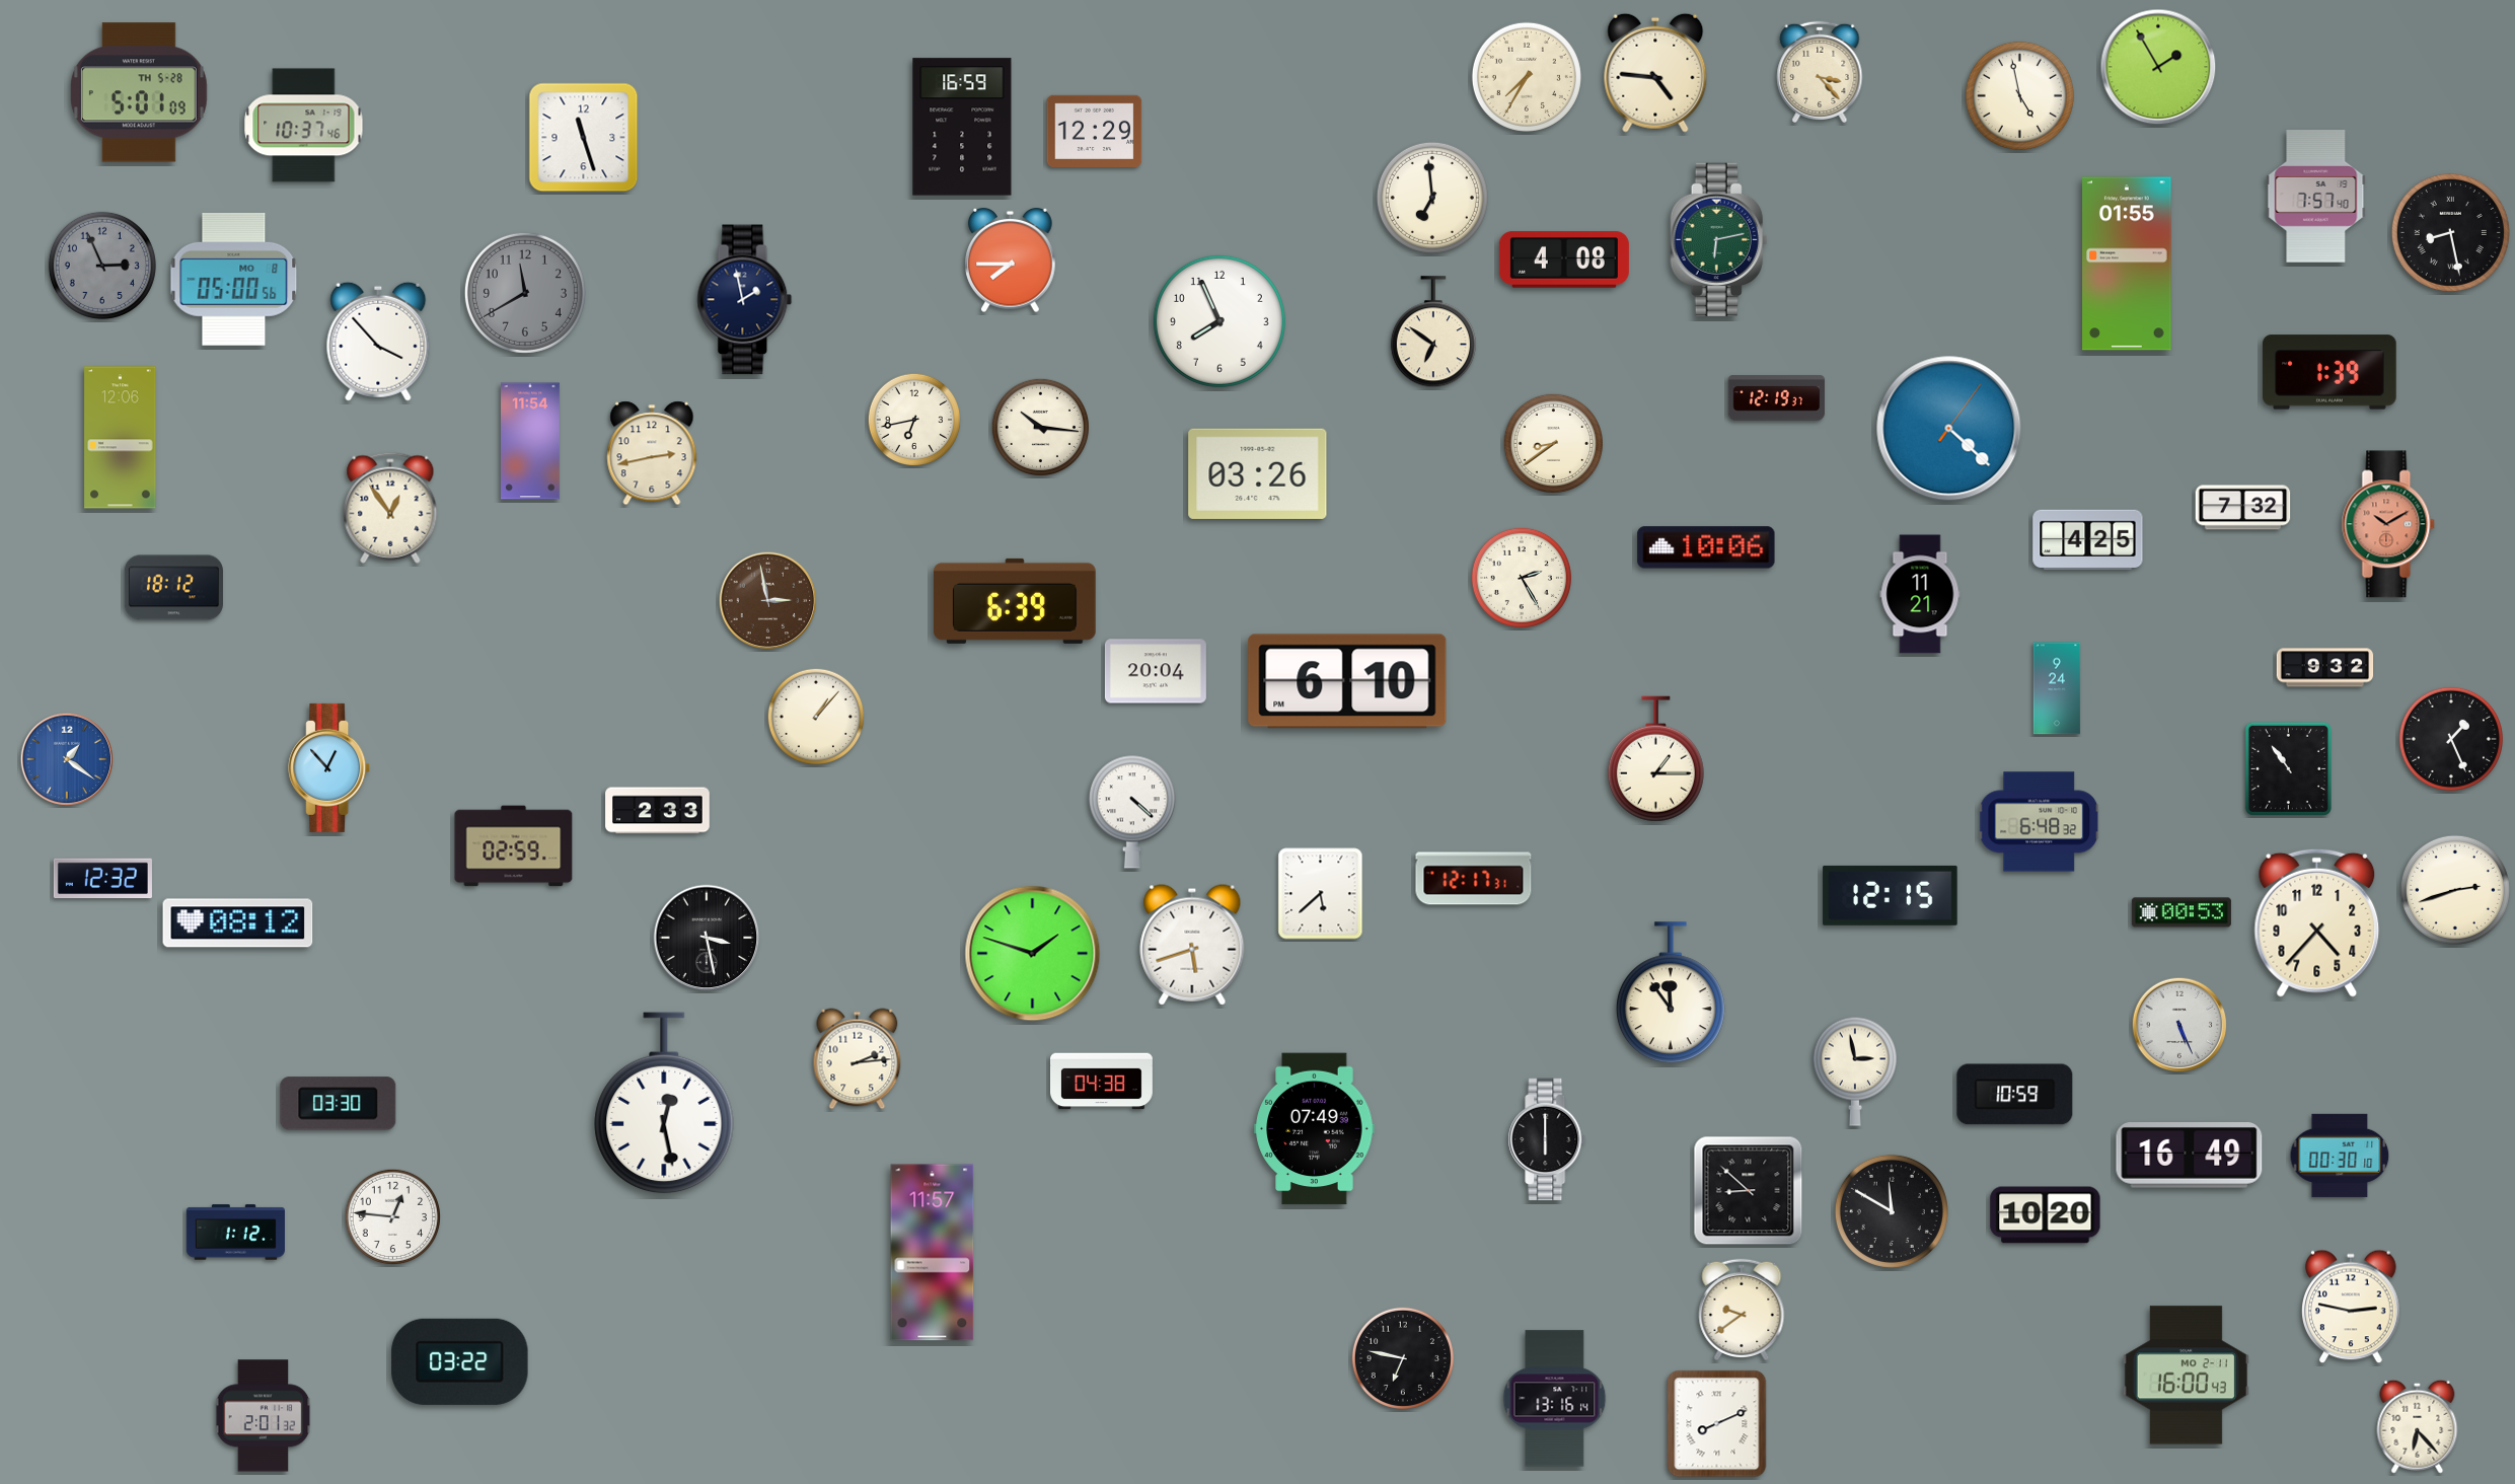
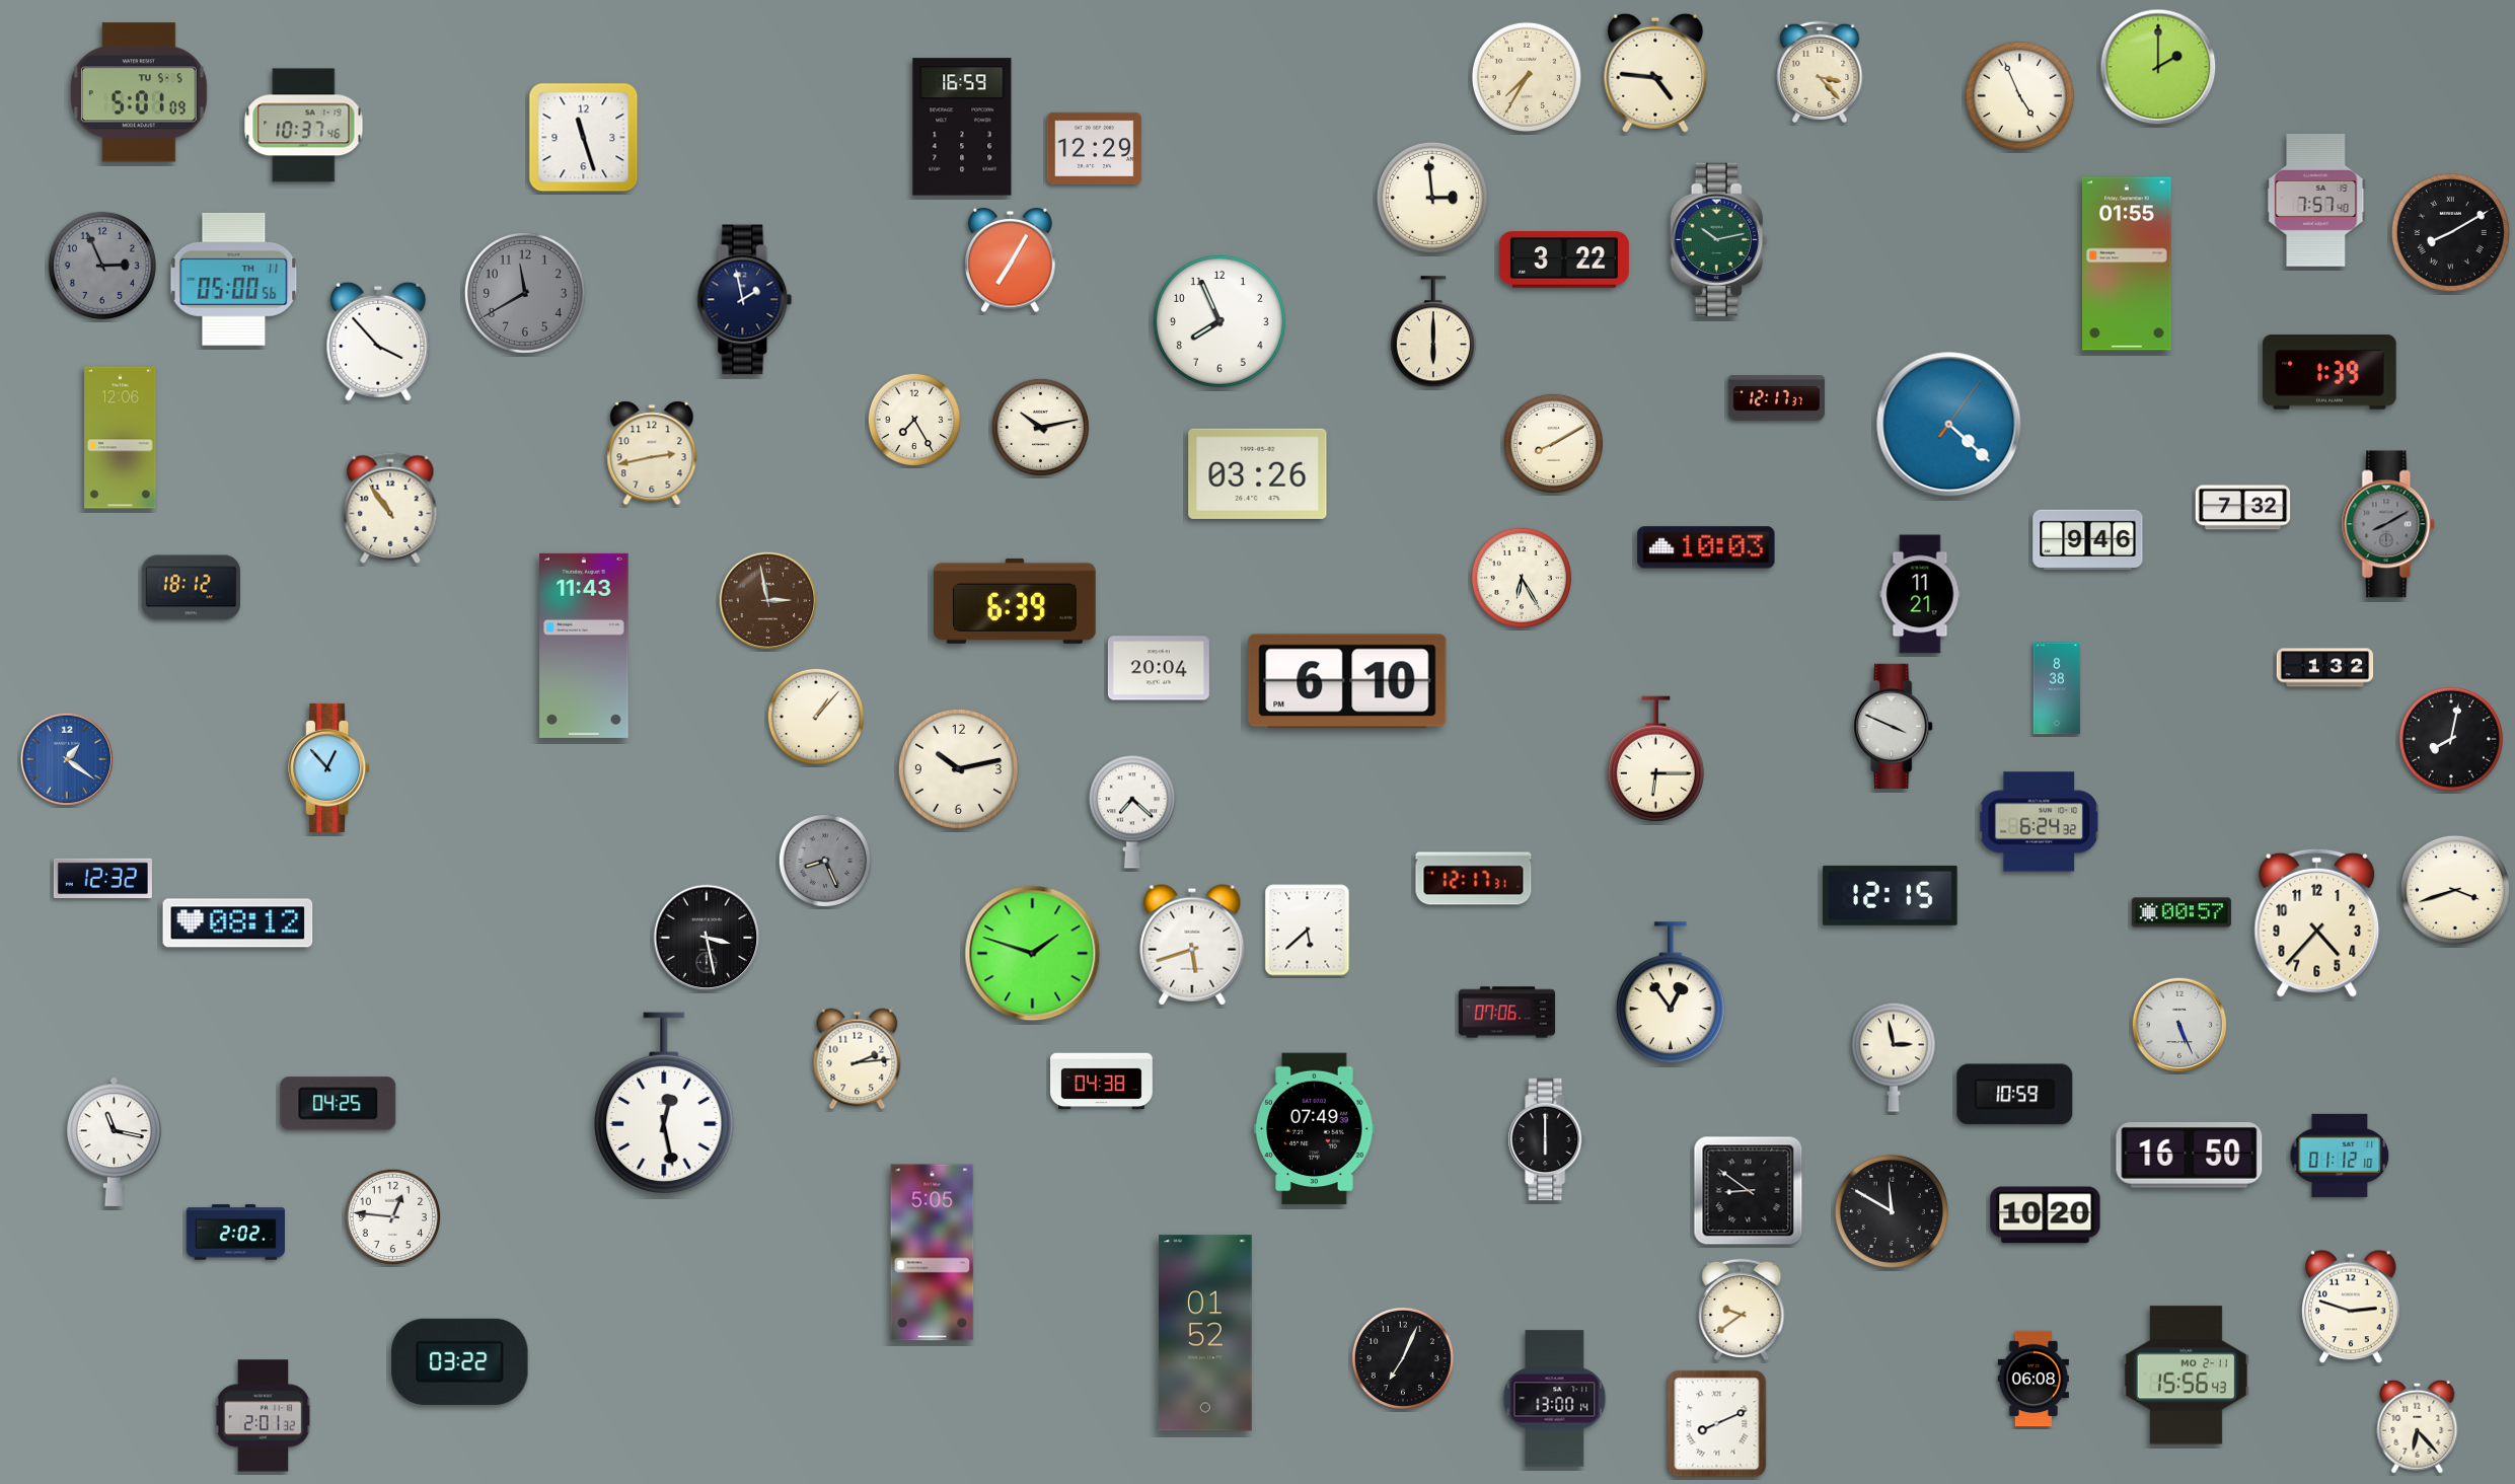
clock at (2158, 67): 1:55 -> 2:00
clock at (139, 92) date: TH 5-28 -> TU 5-5
clock at (2019, 95): 4:58 -> 4:56
clock at (1095, 131) position: (1095, 131) -> (1095, 148)
clock at (2316, 197) position: (2316, 197) -> (2316, 201)
clock at (1432, 198): 6:59 -> 2:59
clock at (2450, 232): 8:28 -> 8:10
clock at (1719, 239): 6:13 -> 10:13
clock at (1564, 259): 4:08 -> 3:22
clock at (1011, 261): 7:45 -> 7:05
clock at (234, 279) date: MO 8 -> TH 11
clock at (1433, 332): 6:51 -> 6:00
clock at (1777, 398): 12:19 -> 12:17
clock at (914, 420): 6:43 -> 7:25
clock at (1040, 427): 10:16 -> 10:13
clock at (1949, 429) position: (1949, 429) -> (1949, 425)
clock at (531, 441): 11:54 -> none
clock at (1553, 443): 8:39 -> 8:10
clock at (390, 508): 12:54 -> 10:54
clock at (2388, 524): 10:10 -> 8:10
clock at (2388, 524) dial: salmon -> grey
clock at (2088, 540): 4:25 -> 9:46
clock at (1706, 547): 10:06 -> 10:03
clock at (1522, 578): 2:25 -> 6:25
clock at (173, 588) position: (173, 588) -> (191, 588)
clock at (584, 646): none -> 11:43
clock at (2325, 668): 9:32 -> 1:32
clock at (1156, 671) position: (1156, 671) -> (1159, 668)
clock at (2057, 688): 9:24 -> 8:38
clock at (1894, 727): none -> 3:49
clock at (2451, 739): 1:26 -> 8:02
clock at (1655, 759): 1:15 -> 6:15
clock at (958, 768): none -> 10:13
clock at (2288, 768): 10:54 -> none
clock at (658, 811): 2:33 -> none
clock at (1132, 812): 4:22 -> 7:22
clock at (2040, 822): 6:48 -> 6:24
clock at (514, 846): 02:59 -> none
clock at (825, 861): none -> 8:26
clock at (2455, 890): 2:42 -> 3:42
clock at (1321, 894) position: (1321, 894) -> (1308, 931)
clock at (2181, 912): 00:53 -> 00:57
clock at (1671, 993): 11:54 -> 12:54
clock at (1507, 1013): none -> 07:06
clock at (1855, 1071) position: (1855, 1071) -> (1894, 1057)
clock at (339, 1104): 03:30 -> 04:25
clock at (115, 1141): none -> 11:17
clock at (2190, 1156): 16:49 -> 16:50
clock at (2340, 1156): 00:30 -> 01:12
clock at (1749, 1191): 8:52 -> 8:51
clock at (235, 1233): 1:12 -> 2:02
clock at (933, 1253): 11:57 -> 5:05
clock at (2351, 1307): 2:47 -> 2:48
clock at (1205, 1333): none -> 01:52
clock at (1403, 1358): 6:47 -> 7:04
clock at (2186, 1376): 16:00 -> 15:56
clock at (2033, 1379): none -> 06:08
clock at (1555, 1399): 13:16 -> 13:00
